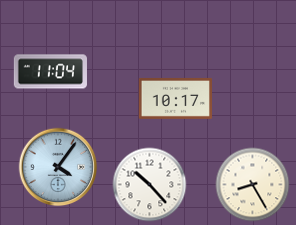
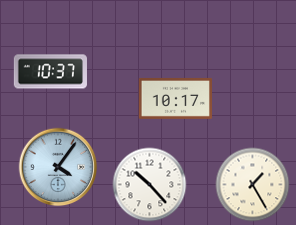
clock at (50, 72): 11:04 -> 10:37
clock at (253, 185): 8:25 -> 1:25
